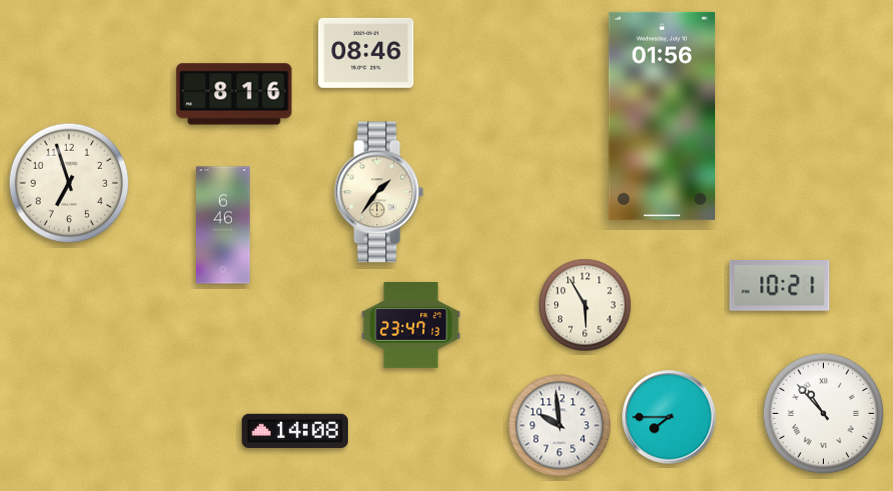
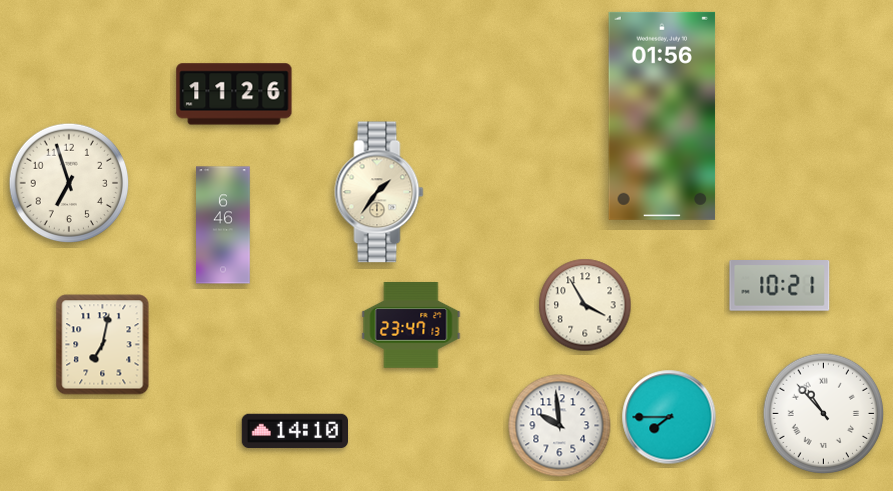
clock at (366, 53): 08:46 -> none
clock at (234, 94): 8:16 -> 11:26
clock at (585, 305): 5:55 -> 3:55
clock at (103, 345): none -> 7:02
clock at (294, 431): 14:08 -> 14:10
